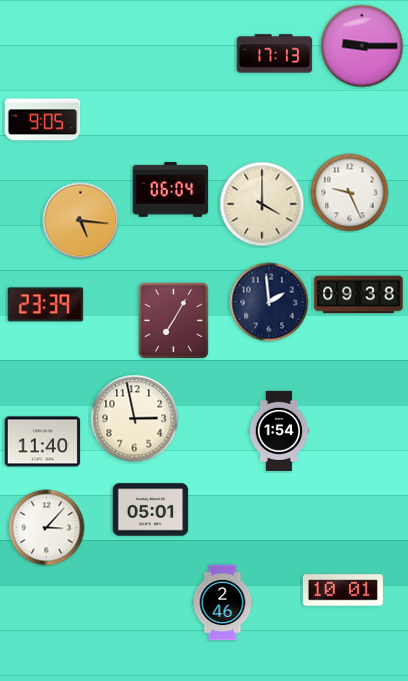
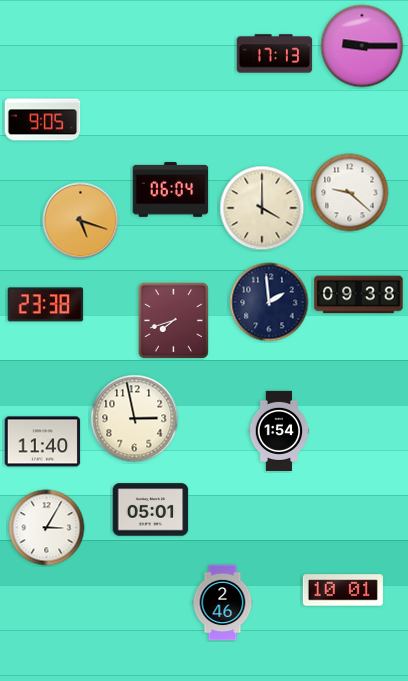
clock at (350, 193): 9:26 -> 9:22
clock at (262, 204) position: (262, 204) -> (262, 208)
clock at (81, 221): 5:16 -> 5:18
clock at (46, 305): 23:39 -> 23:38
clock at (173, 320): 7:05 -> 7:42
clock at (47, 528): 3:07 -> 3:05
